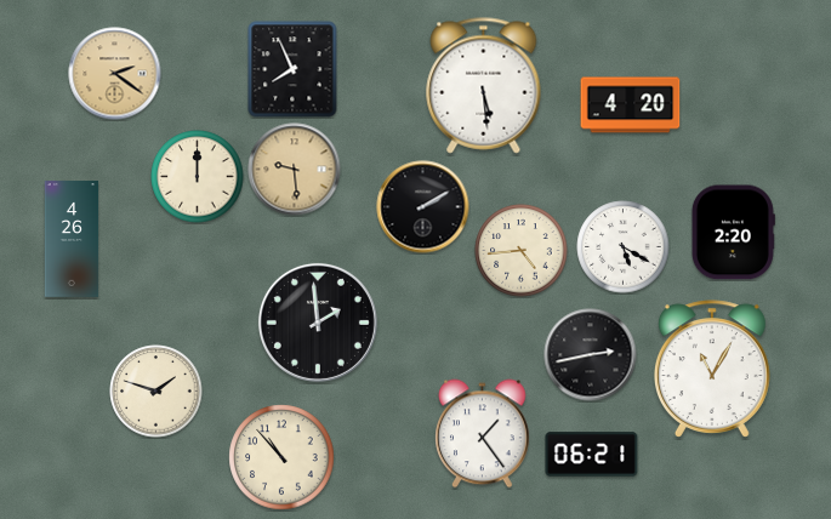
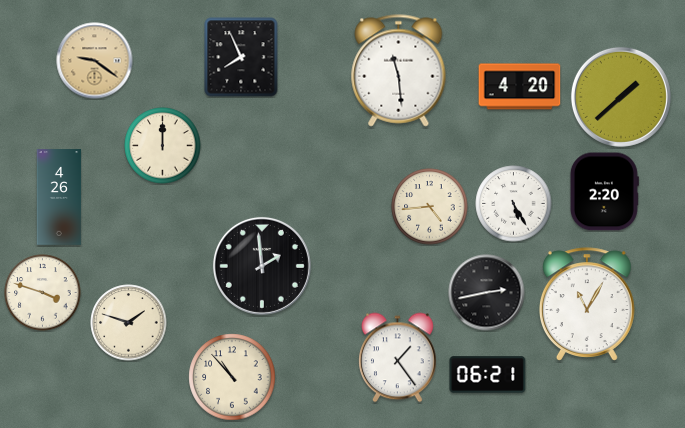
clock at (115, 74): 2:21 -> 9:21
clock at (484, 86): 5:29 -> 11:29
clock at (621, 97): none -> 1:38
clock at (295, 170): 9:29 -> none
clock at (423, 207): 2:10 -> none
clock at (624, 247): 5:20 -> 5:25
clock at (43, 293): none -> 3:48
